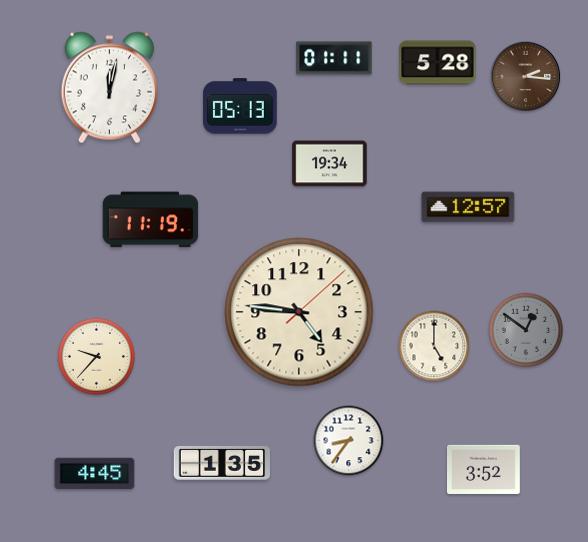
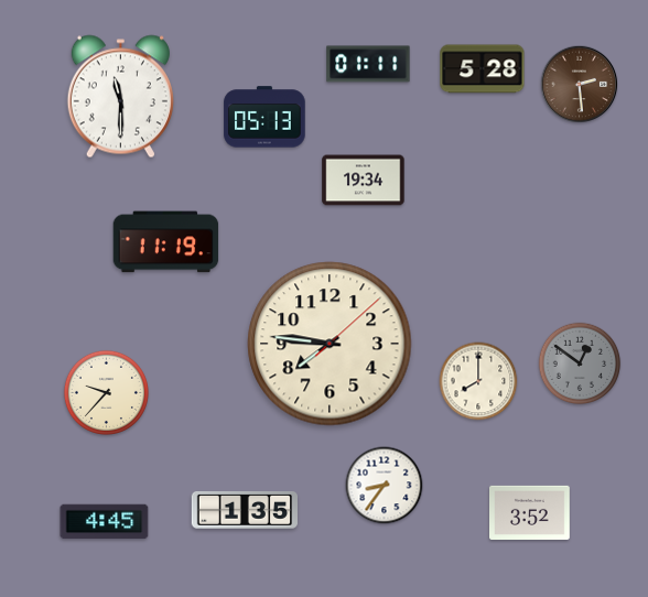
clock at (526, 77): 2:16 -> 2:29
clock at (109, 88): 12:02 -> 11:30
clock at (468, 207): 12:57 -> none
clock at (299, 312): 4:46 -> 7:46
clock at (434, 346): 5:00 -> 8:00
clock at (484, 469) position: (484, 469) -> (530, 512)
